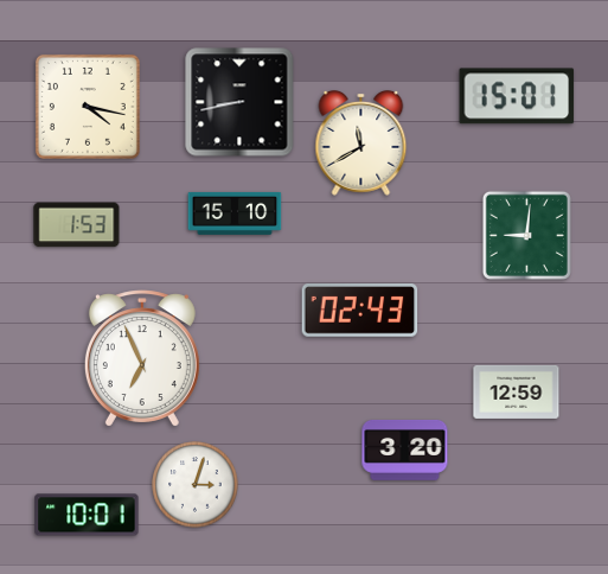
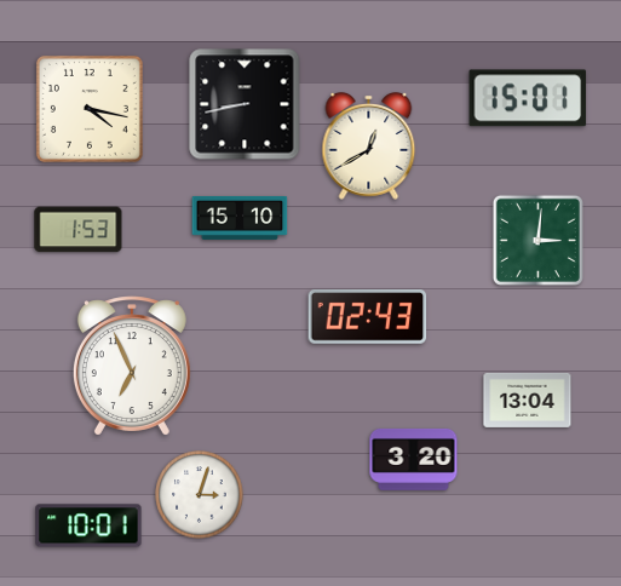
clock at (361, 143): 11:40 -> 12:40
clock at (526, 235): 9:01 -> 3:01
clock at (142, 358) position: (142, 358) -> (132, 366)
clock at (517, 391): 12:59 -> 13:04
